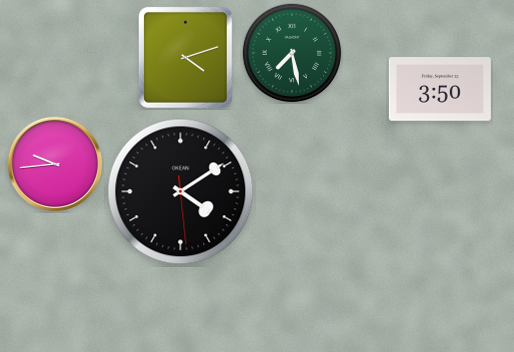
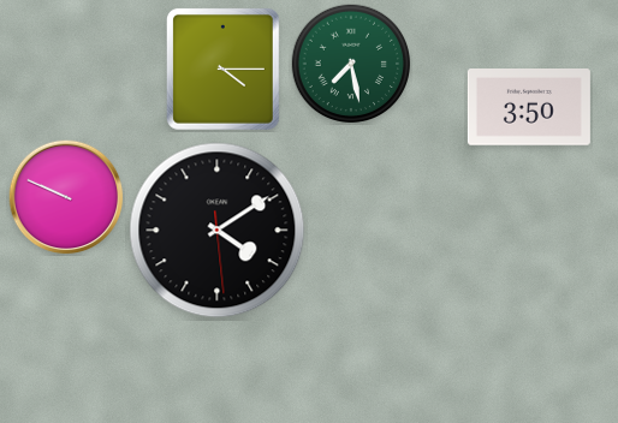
clock at (185, 57): 4:12 -> 4:15
clock at (55, 164): 9:44 -> 9:49
